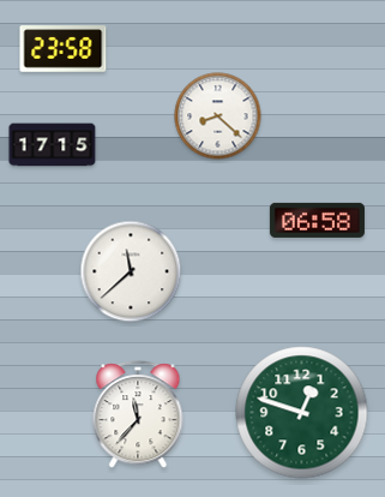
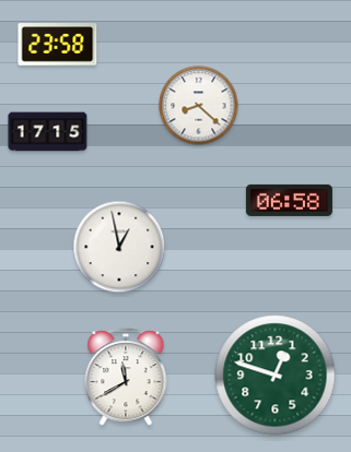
clock at (131, 271): 11:38 -> 12:58
clock at (138, 415): 11:37 -> 11:40
